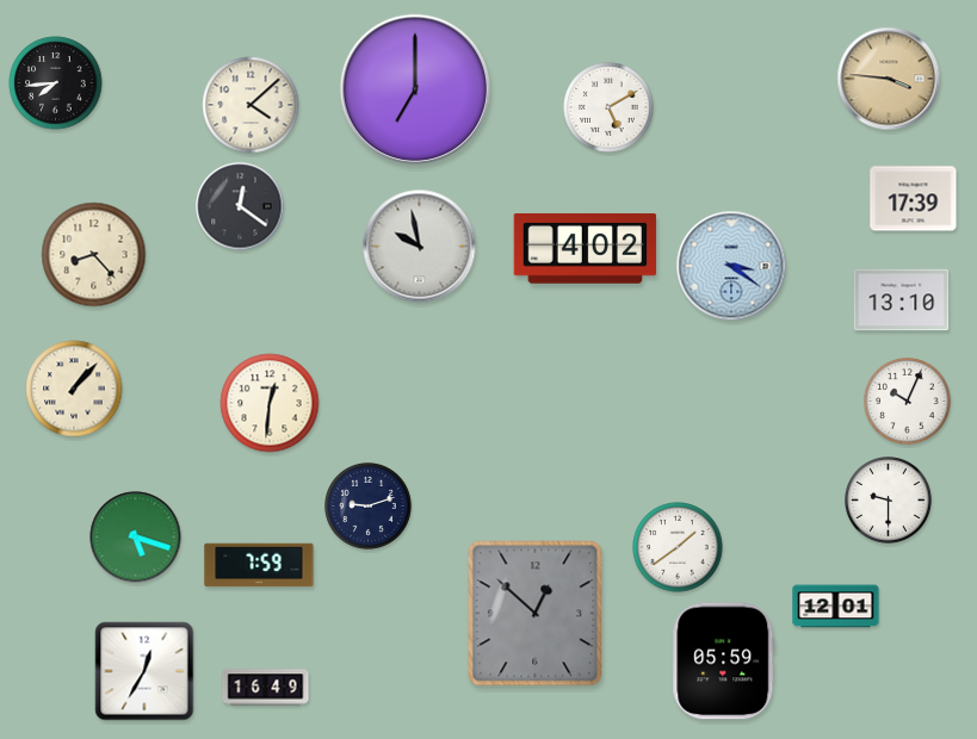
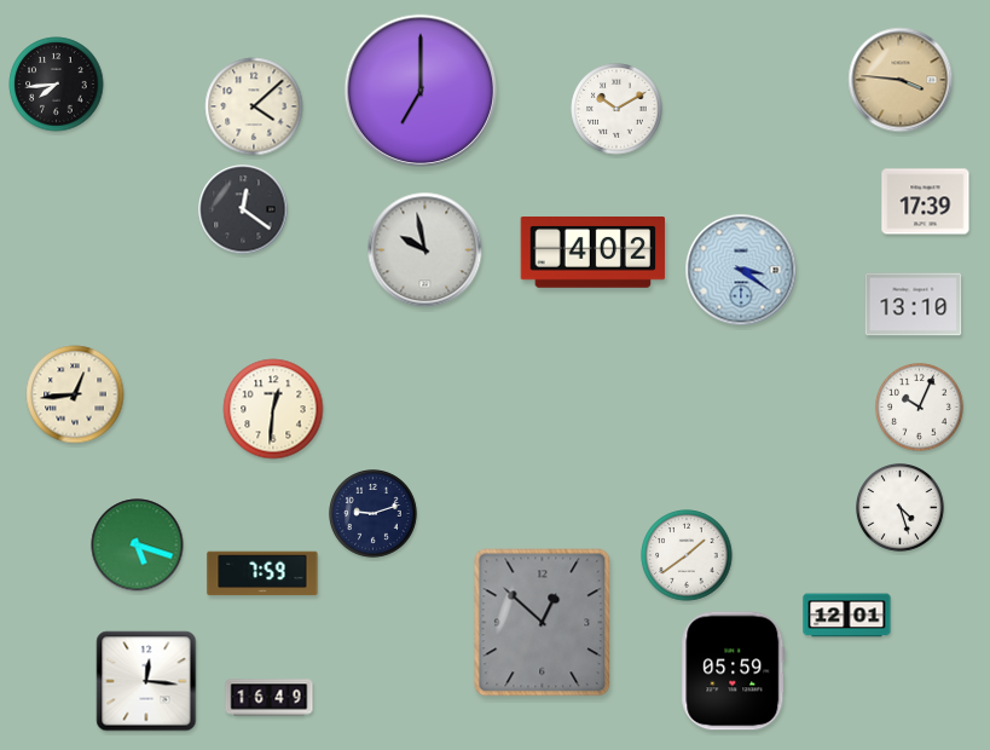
clock at (608, 107): 5:10 -> 10:10
clock at (94, 255): 8:23 -> none
clock at (74, 389): 1:07 -> 12:44
clock at (889, 501): 9:30 -> 4:27
clock at (144, 671): 12:35 -> 12:16
